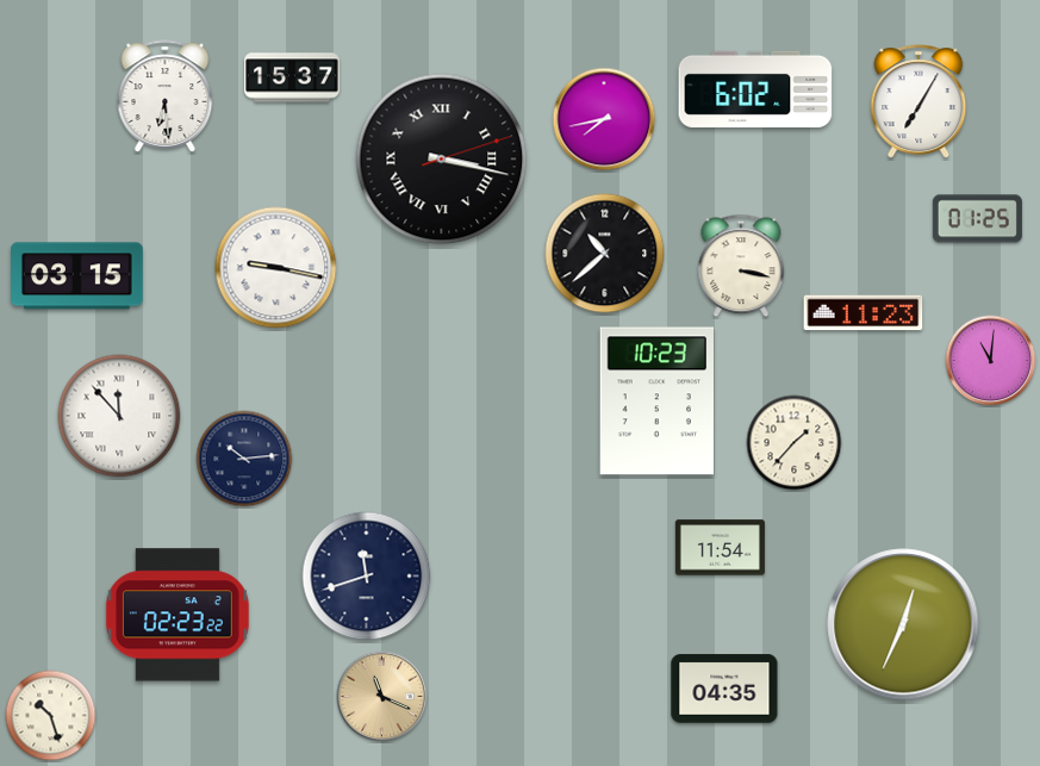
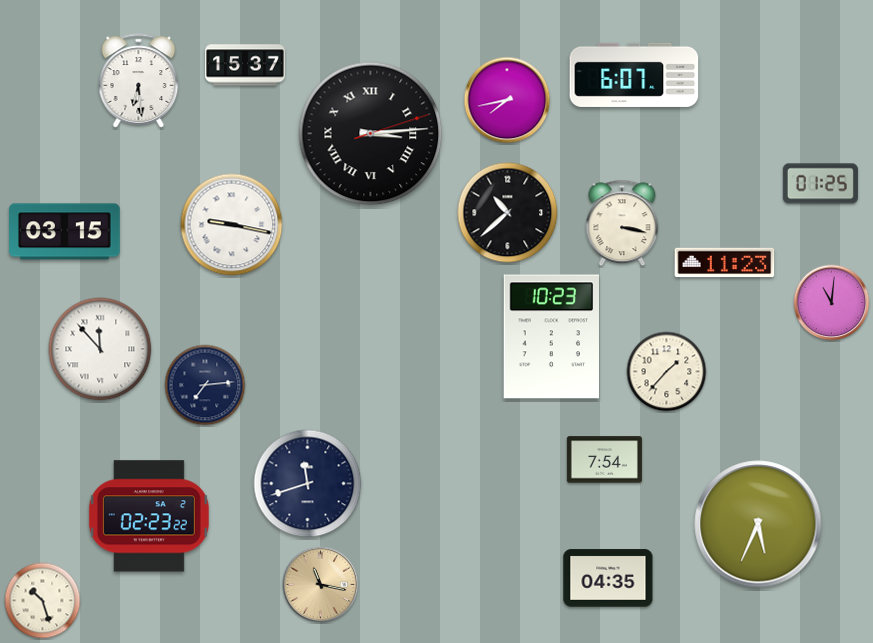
clock at (755, 89): 6:02 -> 6:07
clock at (918, 101): 7:05 -> none
clock at (442, 160): 3:17 -> 3:14
clock at (244, 459): 10:14 -> 7:14
clock at (720, 548): 11:54 -> 7:54
clock at (903, 624): 12:34 -> 5:34
clock at (382, 697): 11:19 -> 11:17
